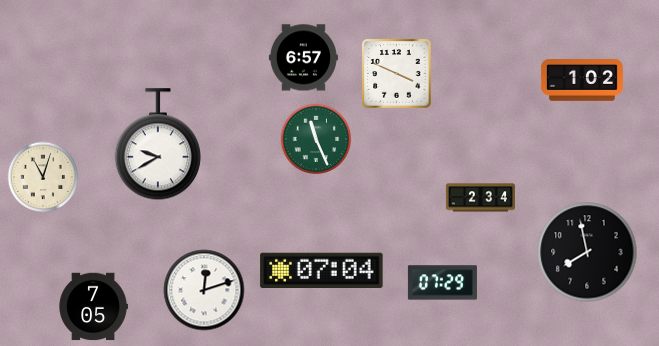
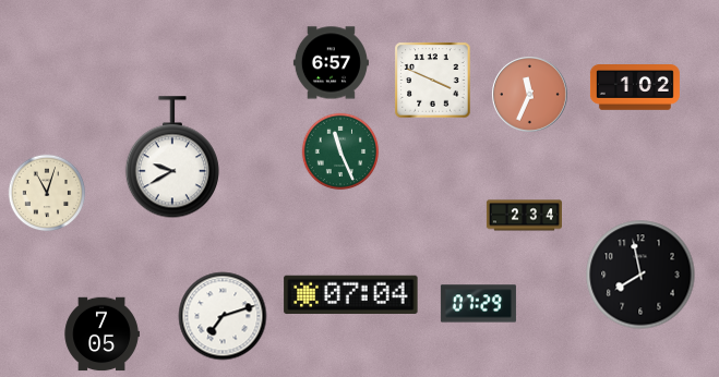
clock at (530, 95): none -> 11:34
clock at (316, 139) position: (316, 139) -> (340, 151)
clock at (442, 283) position: (442, 283) -> (478, 304)
clock at (204, 290): 12:12 -> 7:12
